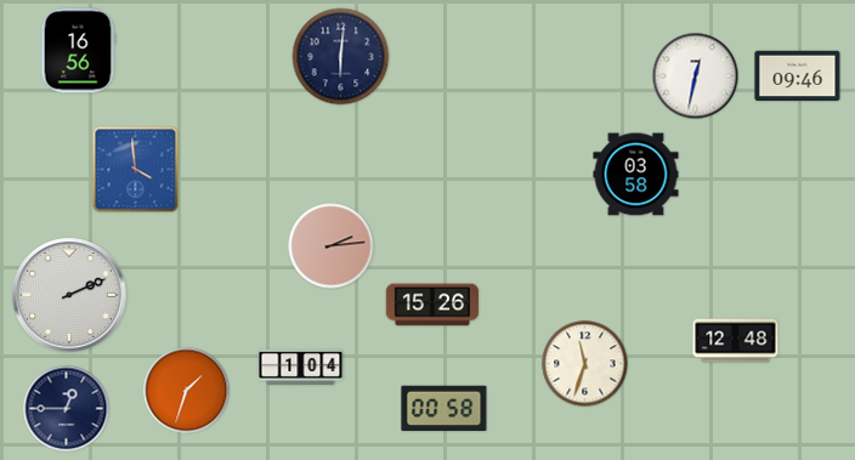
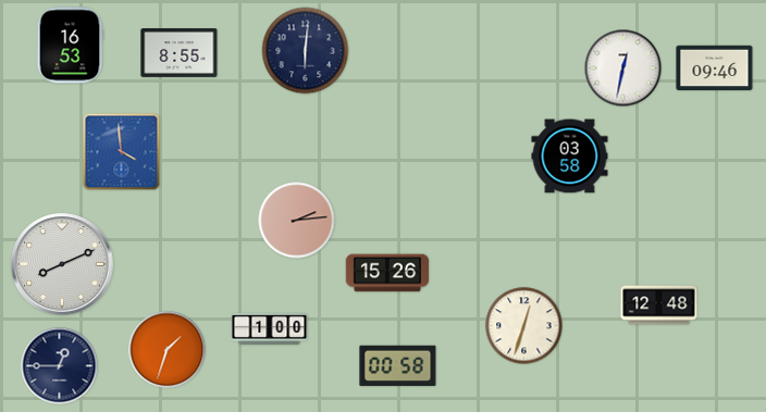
clock at (78, 51): 16:56 -> 16:53
clock at (180, 53): none -> 8:55
clock at (69, 295): 2:11 -> 8:11
clock at (585, 364): 11:33 -> 12:33
clock at (301, 367): 1:04 -> 1:00
